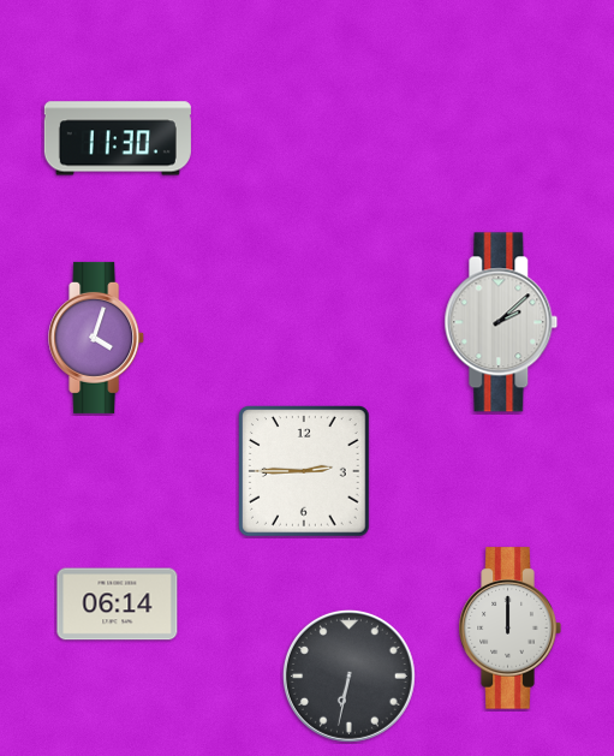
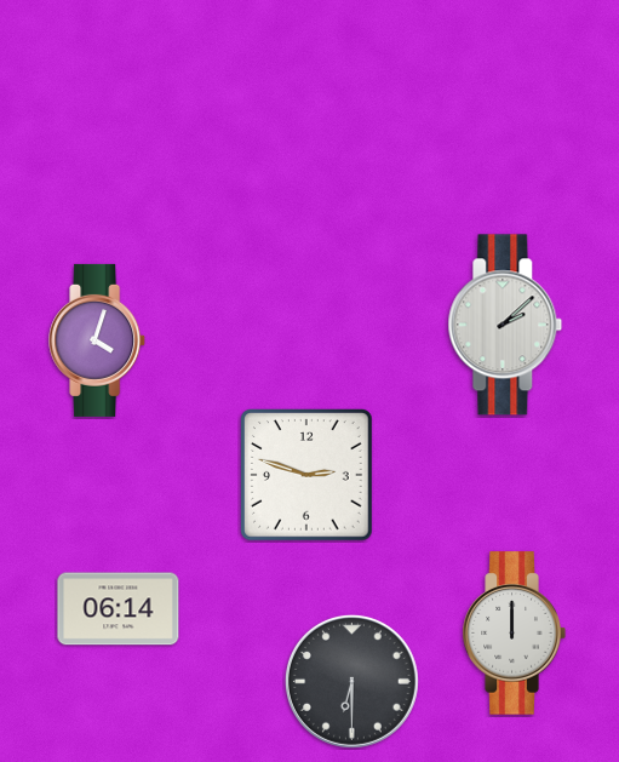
clock at (118, 138): 11:30 -> none
clock at (305, 472): 2:45 -> 2:48
clock at (348, 675): 6:32 -> 6:30
